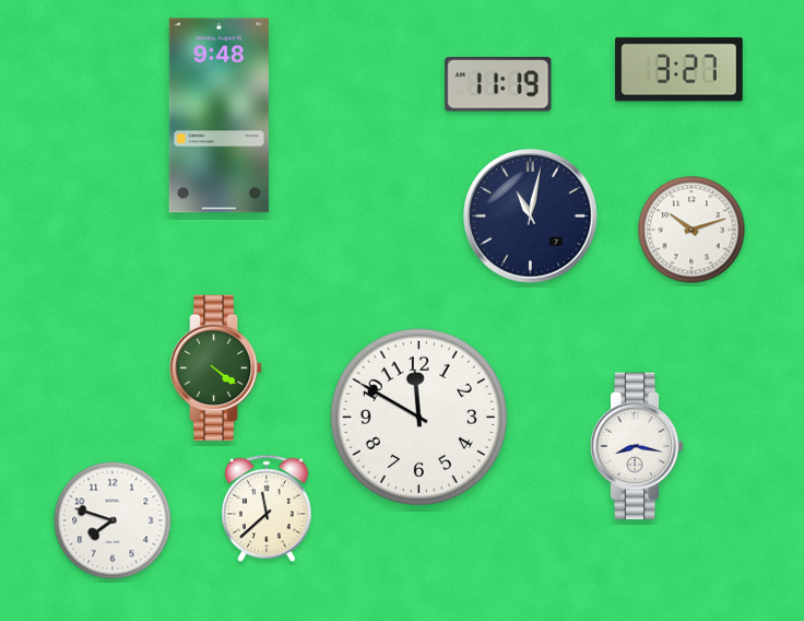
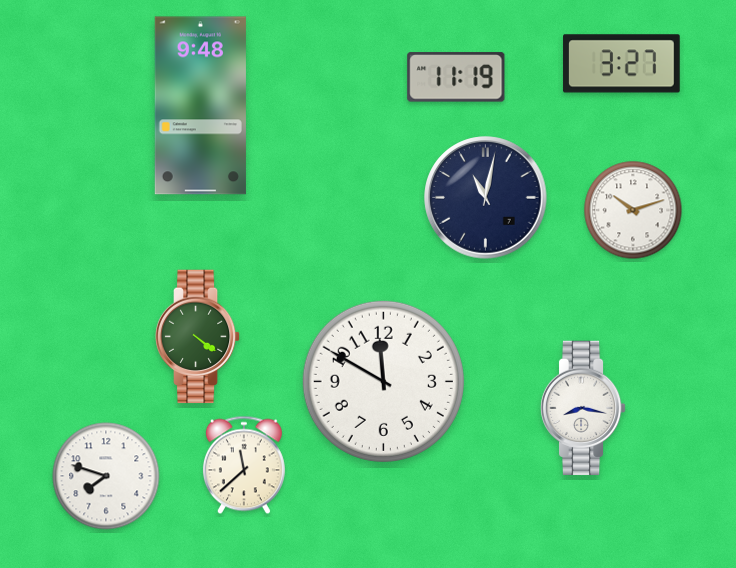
clock at (113, 520) position: (113, 520) -> (106, 476)
